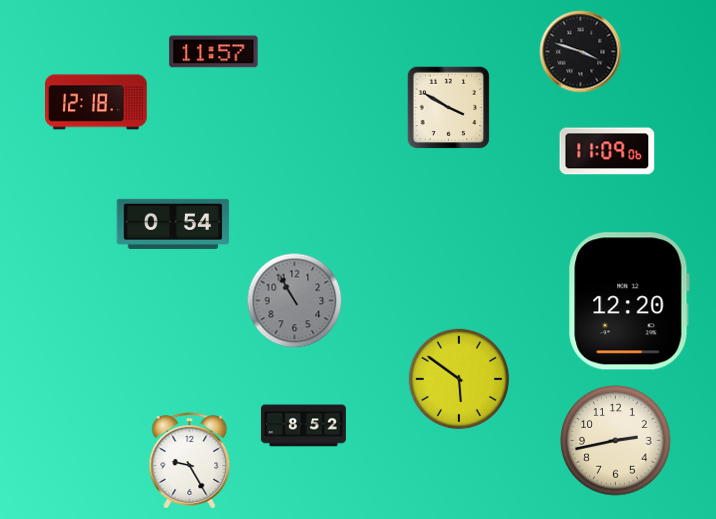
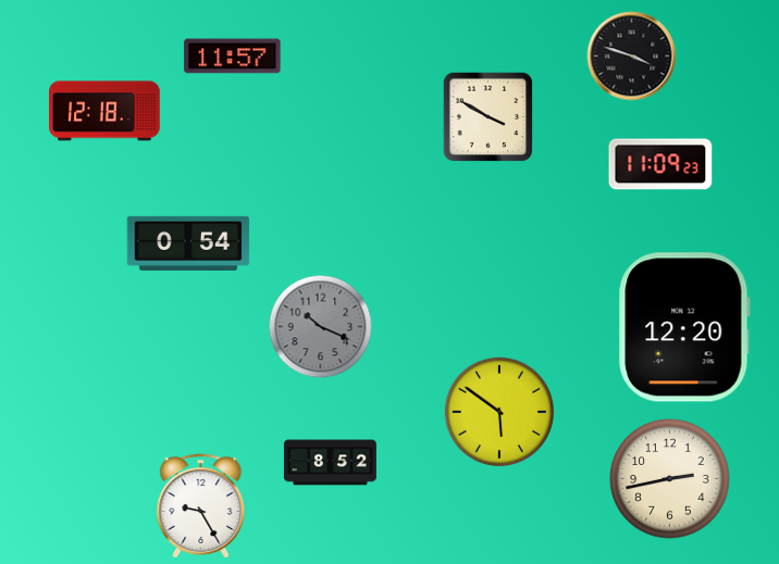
clock at (607, 151): 11:09:06 -> 11:09:23
clock at (295, 301): 10:55 -> 10:19
clock at (190, 461) position: (190, 461) -> (201, 506)
